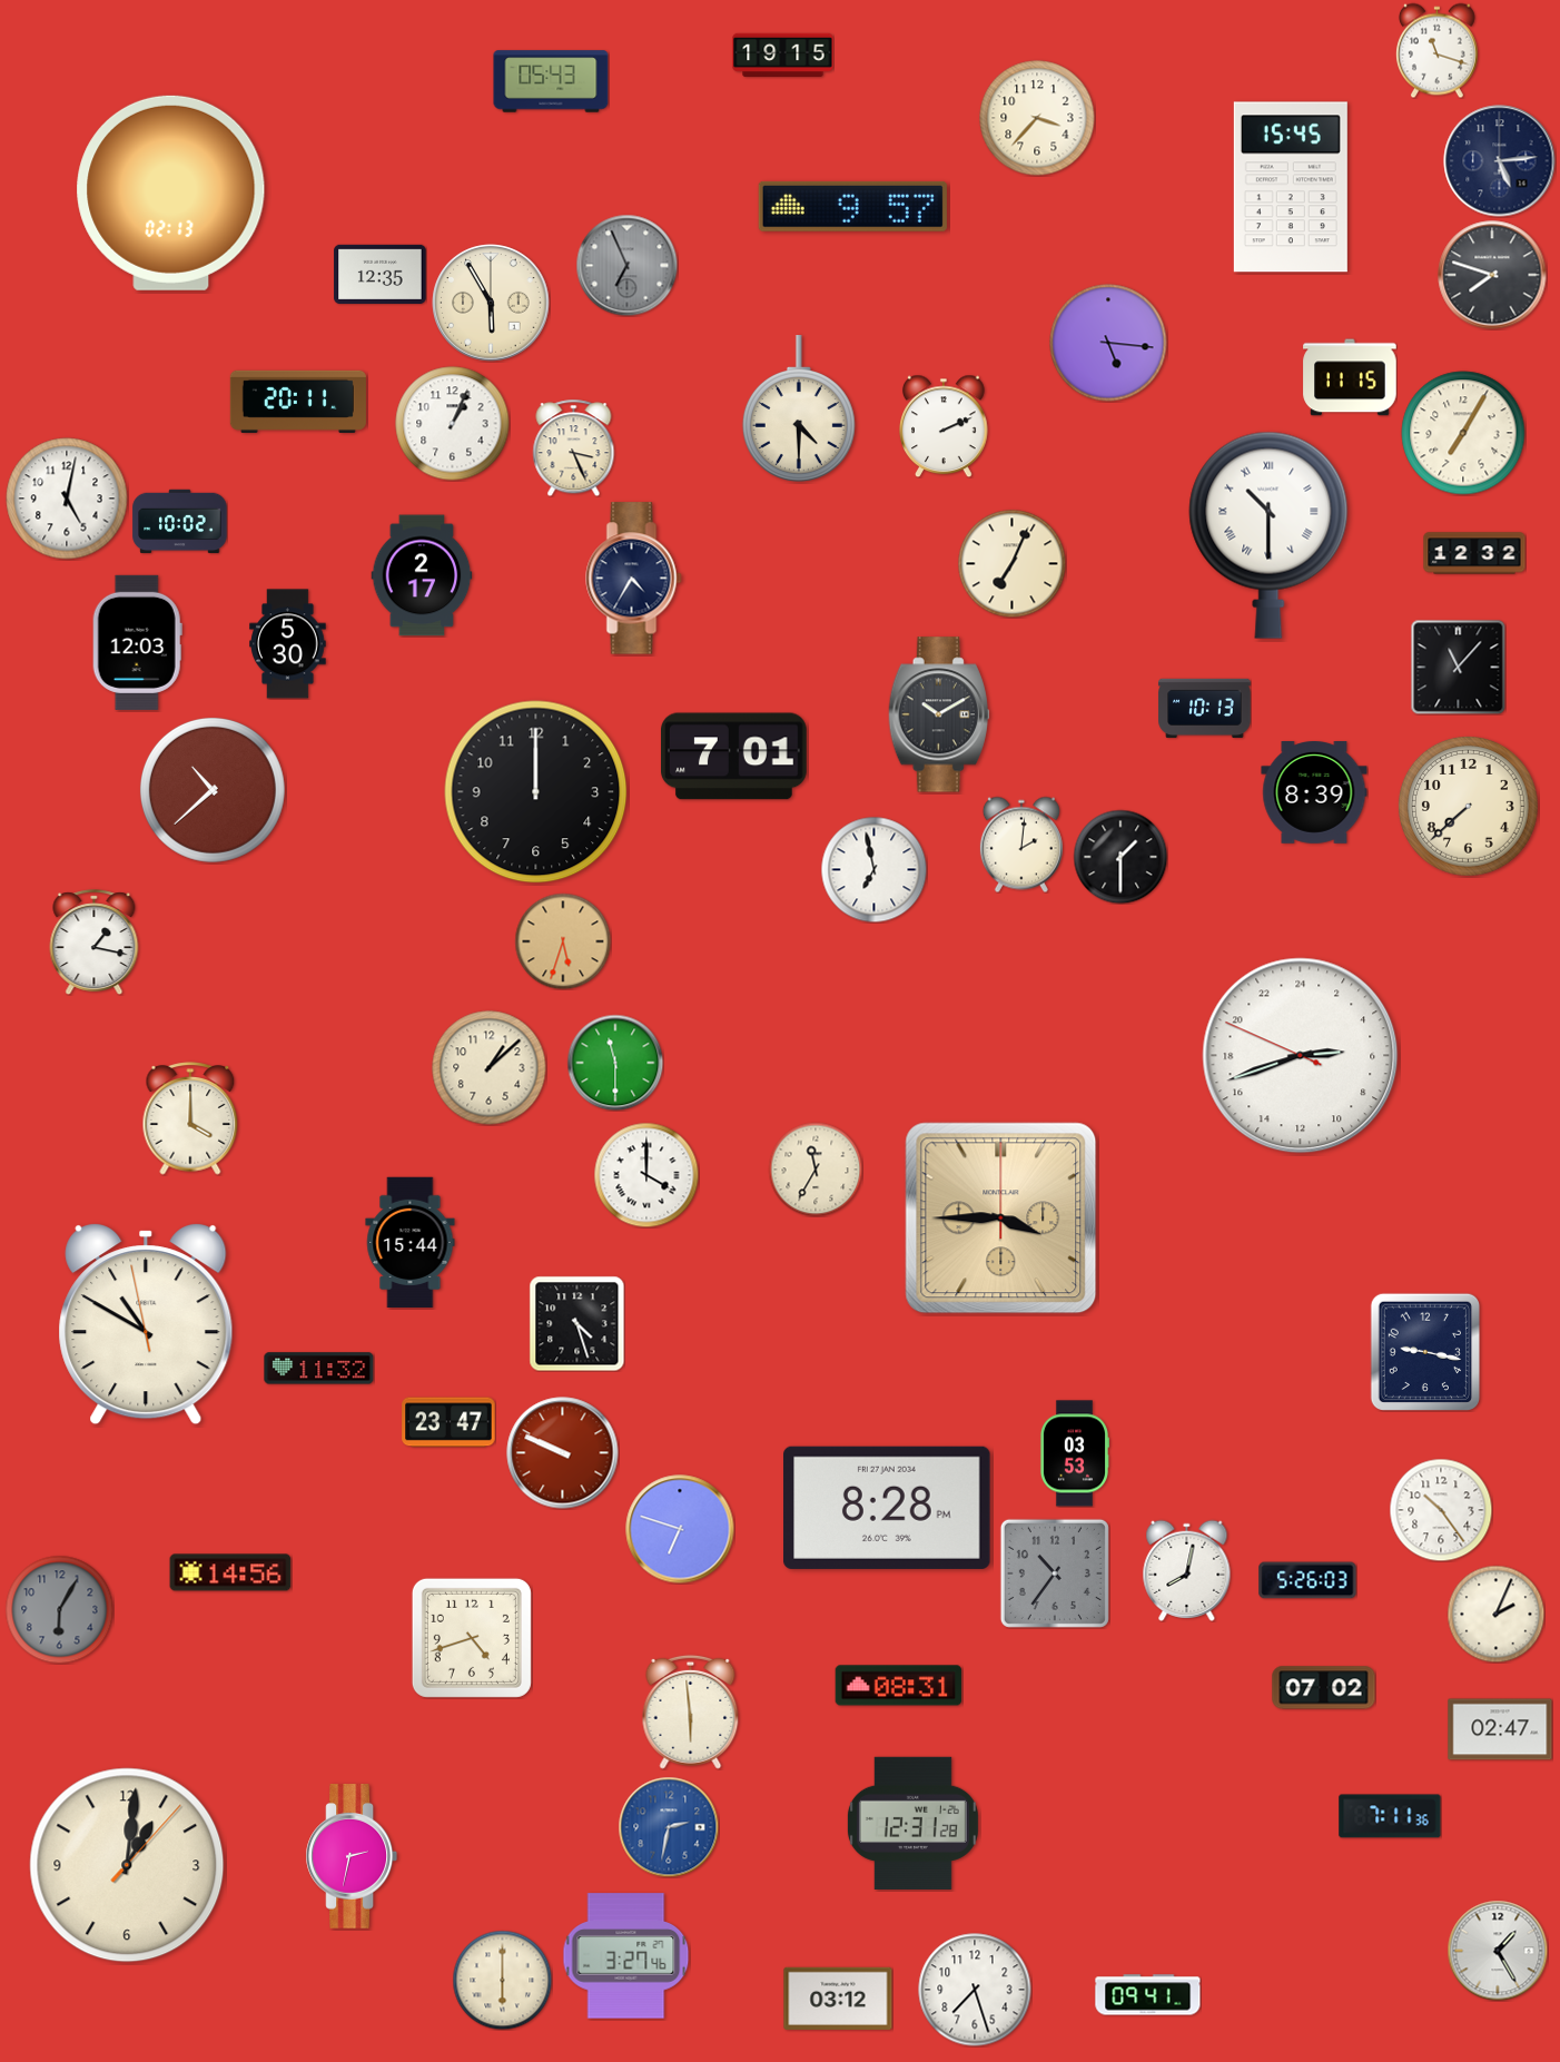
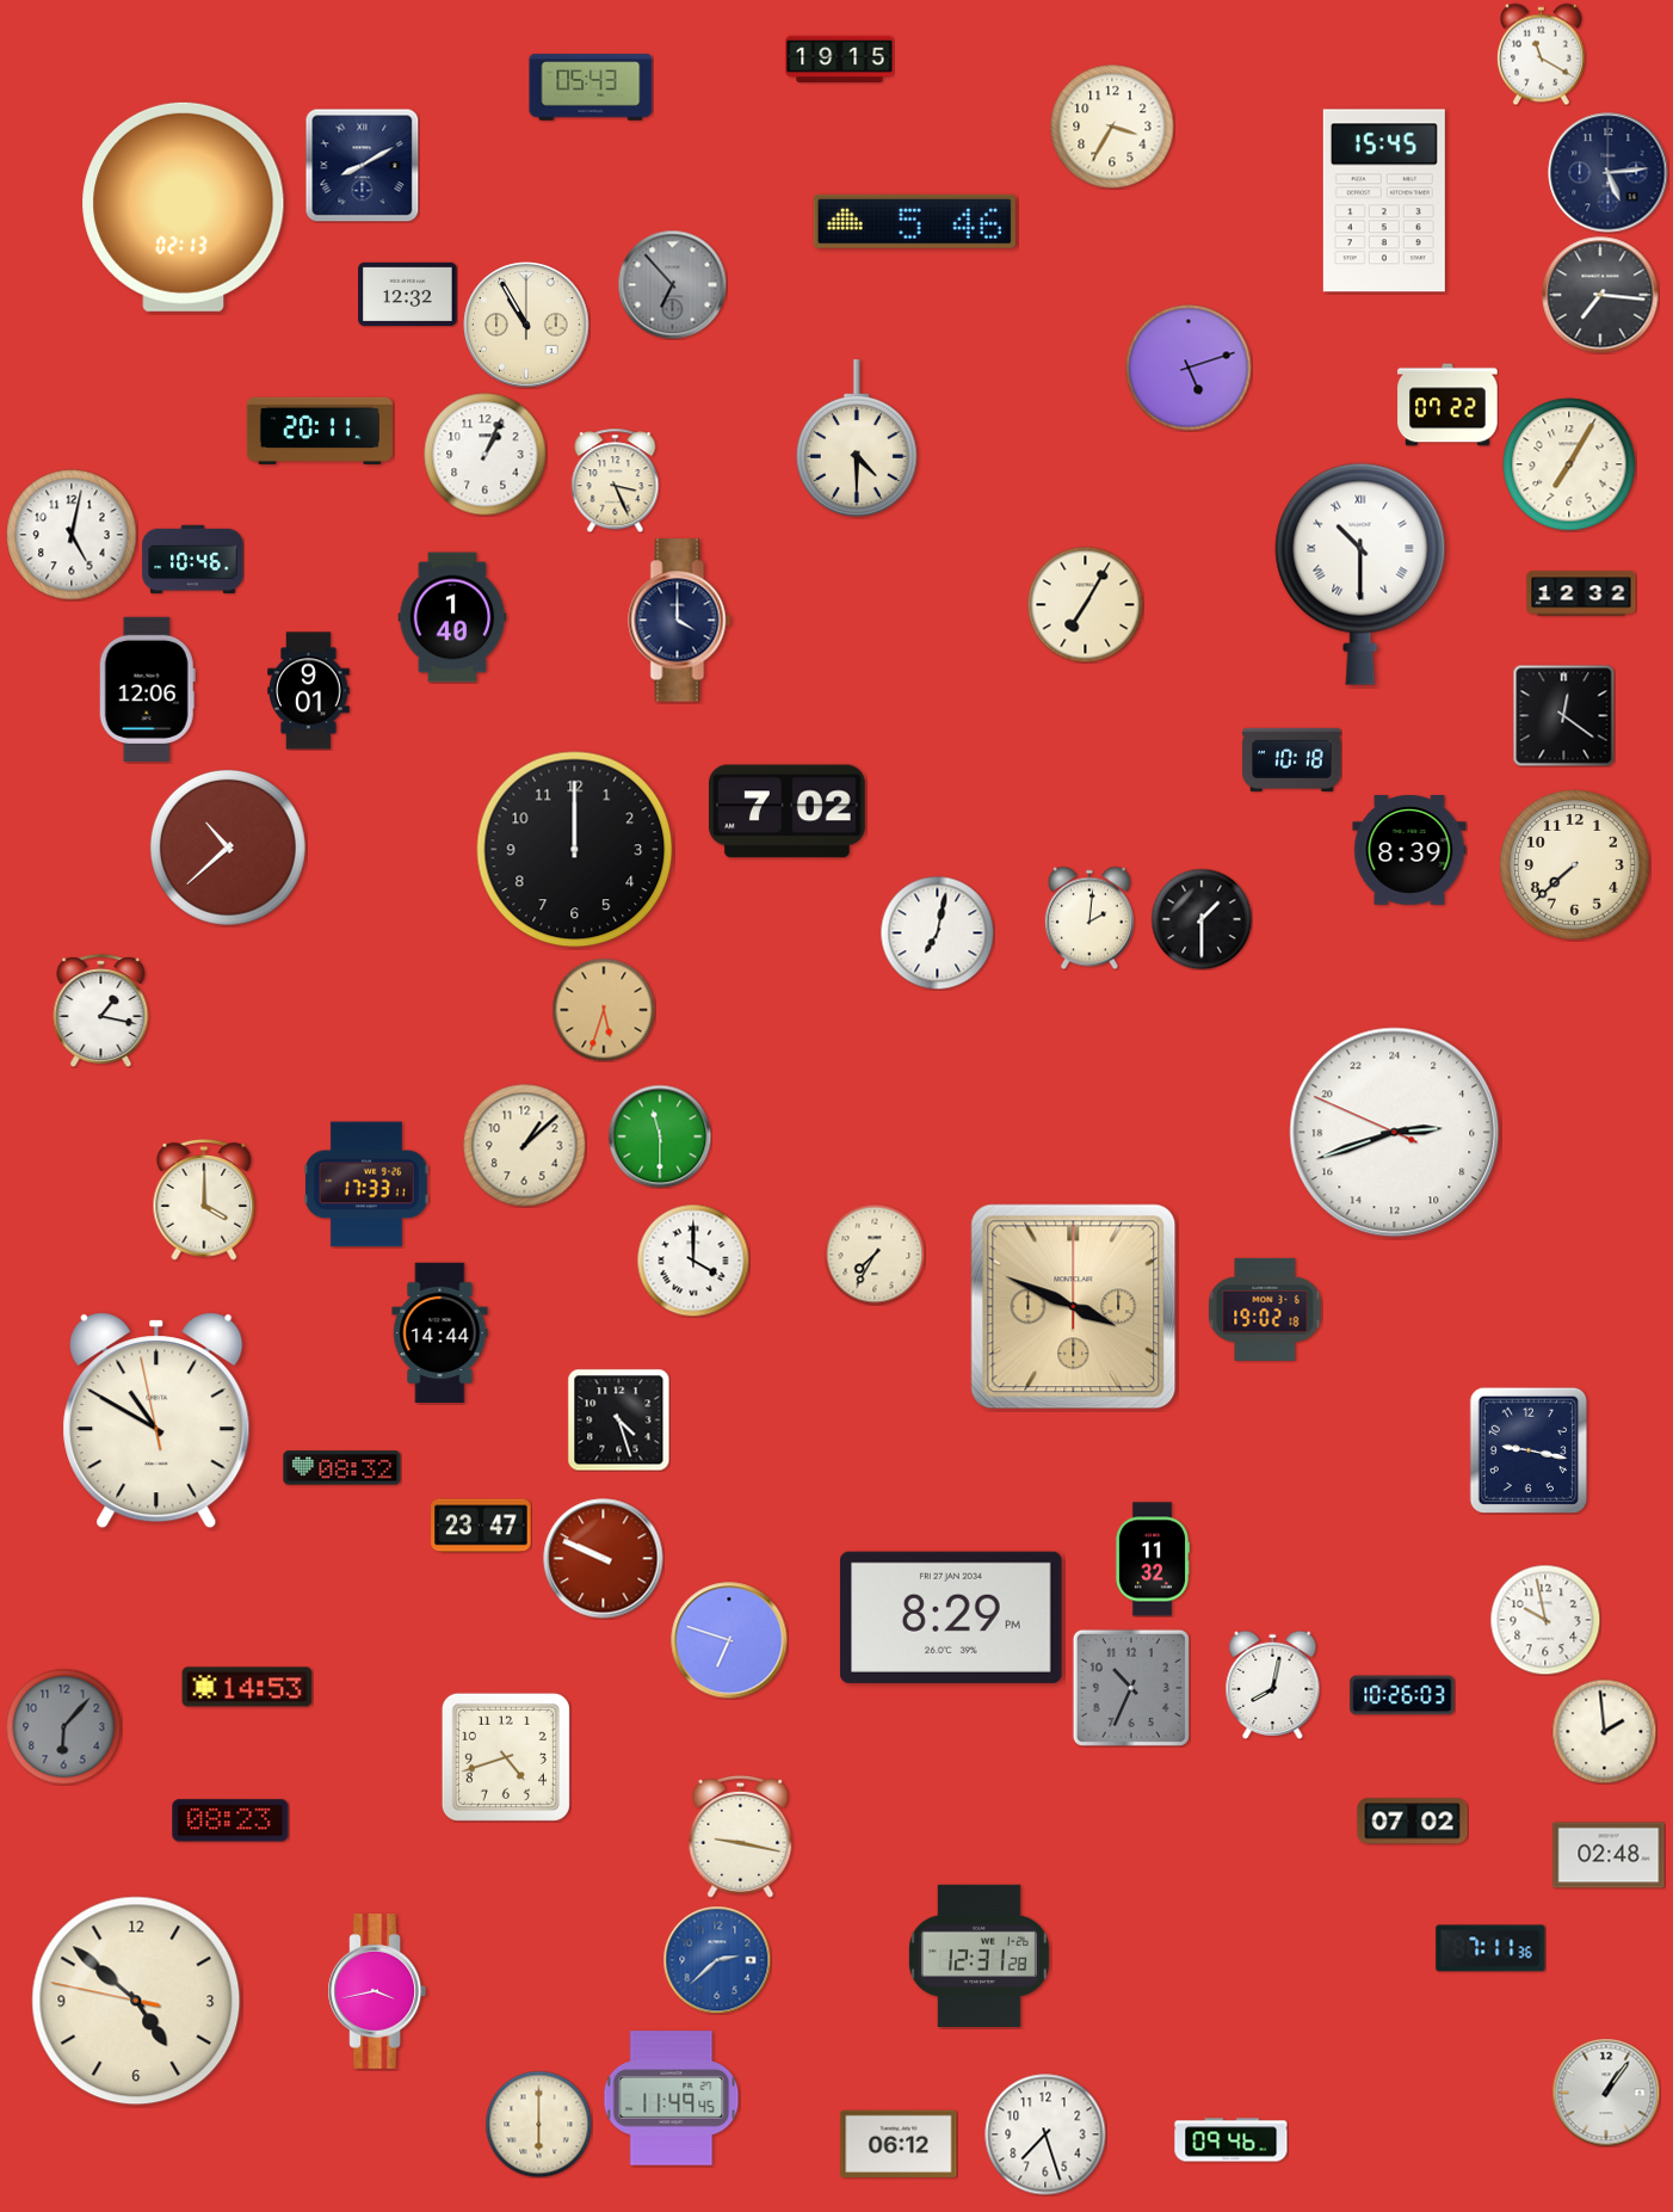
clock at (1436, 50): 11:18 -> 11:20
clock at (1037, 118): 3:37 -> 3:35
clock at (362, 165): none -> 8:10
clock at (852, 206): 9:57 -> 5:46
clock at (626, 265): 6:56 -> 6:53
clock at (381, 274): 12:35 -> 12:32
clock at (1492, 275): 7:48 -> 7:16
clock at (491, 303): 5:55 -> 10:55
clock at (1108, 343): 5:16 -> 5:12
clock at (1350, 377): 11:15 -> 07:22
clock at (944, 426): 2:11 -> none
clock at (180, 522): 10:02 -> 10:46
clock at (1011, 563): 7:04 -> 7:05
clock at (422, 575): 2:17 -> 1:40
clock at (634, 579): 4:35 -> 4:00
clock at (137, 642): 12:03 -> 12:06
clock at (288, 644): 5:30 -> 9:01
clock at (1458, 667): 11:07 -> 12:21
clock at (1205, 708): 10:13 -> 10:18
clock at (939, 714): 10:10 -> none
clock at (734, 757): 7:01 -> 7:02
clock at (1021, 845) position: (1021, 845) -> (1089, 918)
clock at (873, 869): 6:58 -> 7:02
clock at (615, 1063) position: (615, 1063) -> (660, 1136)
clock at (368, 1184): none -> 17:33
clock at (816, 1170): 11:35 -> 7:35
clock at (1001, 1219): 3:45 -> 3:49
clock at (1265, 1310): none -> 19:02
clock at (411, 1243): 15:44 -> 14:44
clock at (319, 1369): 11:32 -> 08:32
clock at (1074, 1453): 03:53 -> 11:32
clock at (887, 1508): 8:28 -> 8:29
clock at (1441, 1510): 10:24 -> 9:58
clock at (230, 1572): 14:56 -> 14:53
clock at (1055, 1573): 10:36 -> 10:34
clock at (1307, 1580): 5:26 -> 10:26
clock at (59, 1609): 6:05 -> 6:07
clock at (1495, 1614): 2:04 -> 1:59
clock at (899, 1686): 08:31 -> none
clock at (1324, 1688) position: (1324, 1688) -> (1413, 1822)
clock at (230, 1820): none -> 08:23
clock at (691, 1711): 5:59 -> 9:17
clock at (1500, 1729): 02:47 -> 02:48
clock at (669, 1827): 2:32 -> 2:38
clock at (352, 1857): 2:32 -> 3:43
clock at (127, 1865): 1:01 -> 4:51
clock at (1498, 1951): 1:25 -> 1:06
clock at (626, 1956): 3:27 -> 11:49
clock at (1148, 1995): 09:41 -> 09:46
clock at (838, 1999): 03:12 -> 06:12
